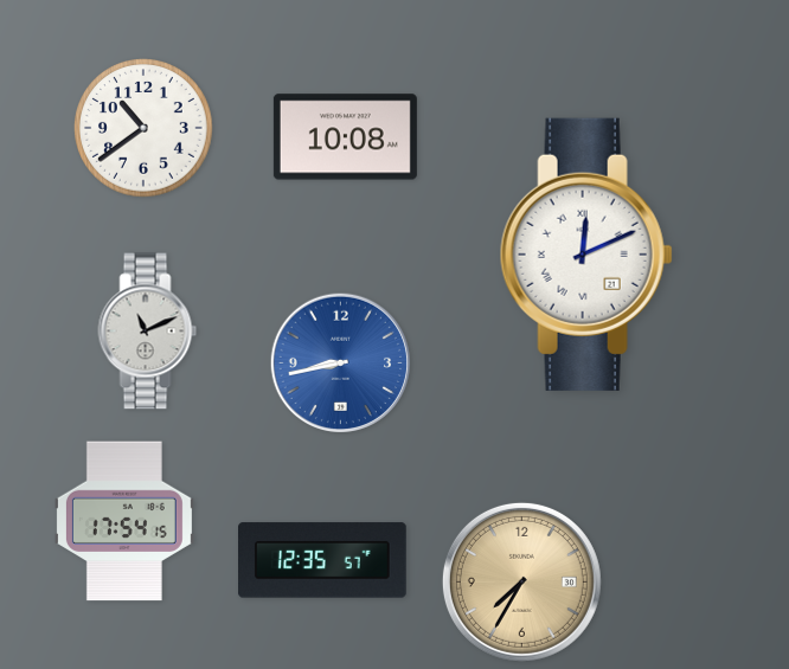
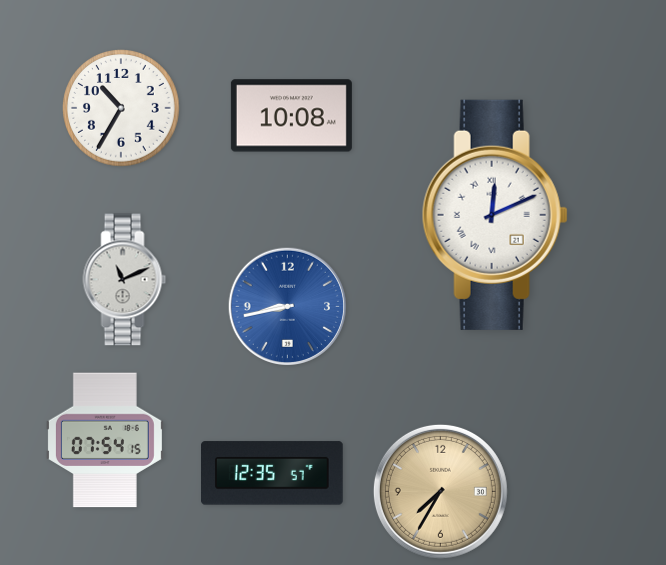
clock at (143, 128): 10:39 -> 10:35
clock at (124, 521): 17:54 -> 07:54
